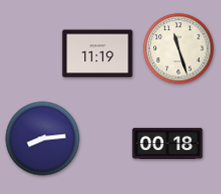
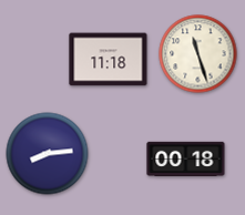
clock at (98, 54): 11:19 -> 11:18
